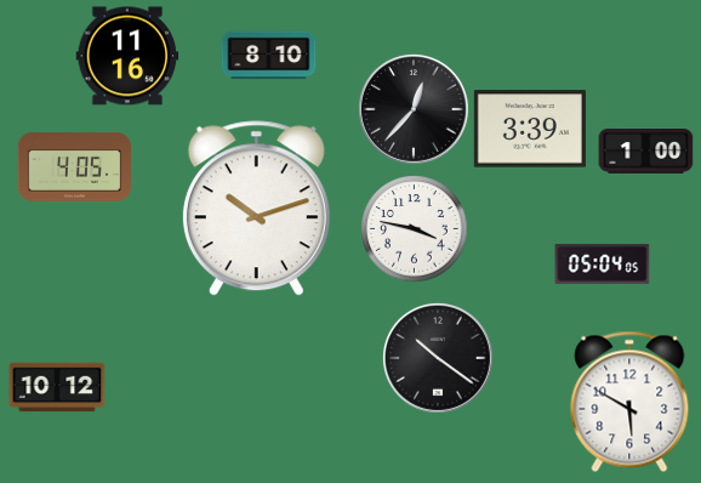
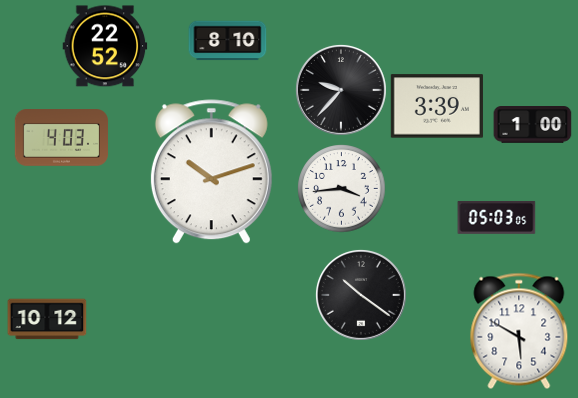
clock at (127, 56): 11:16 -> 22:52
clock at (268, 56) position: (268, 56) -> (227, 41)
clock at (414, 109): 12:37 -> 9:37
clock at (74, 167): 4:05 -> 4:03
clock at (414, 228): 3:47 -> 3:44
clock at (602, 265): 05:04 -> 05:03
